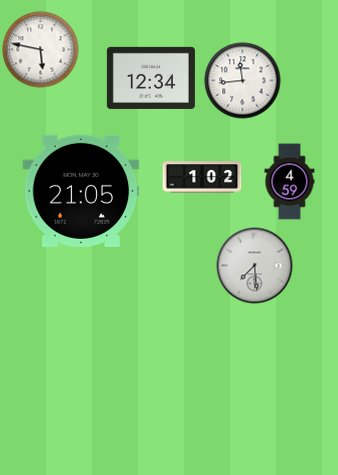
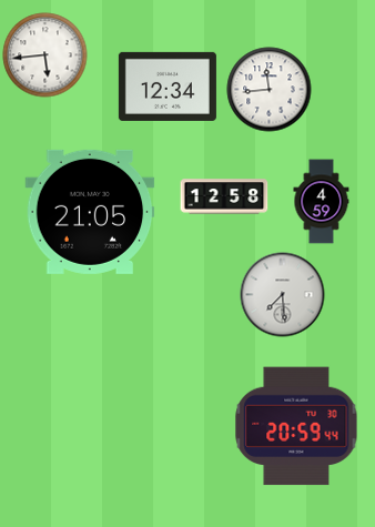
clock at (41, 50): 5:47 -> 5:44
clock at (202, 177): 1:02 -> 12:58
clock at (296, 426): none -> 20:59
